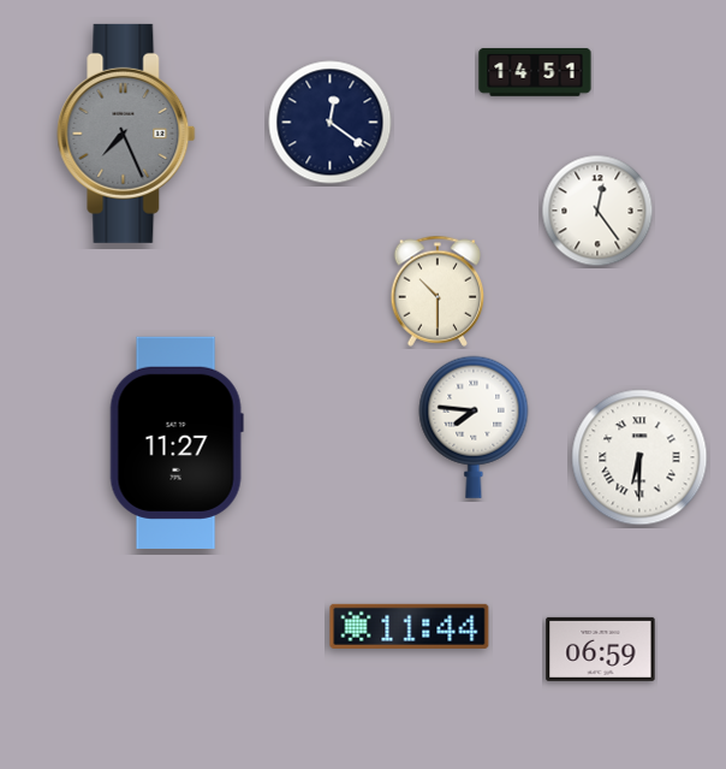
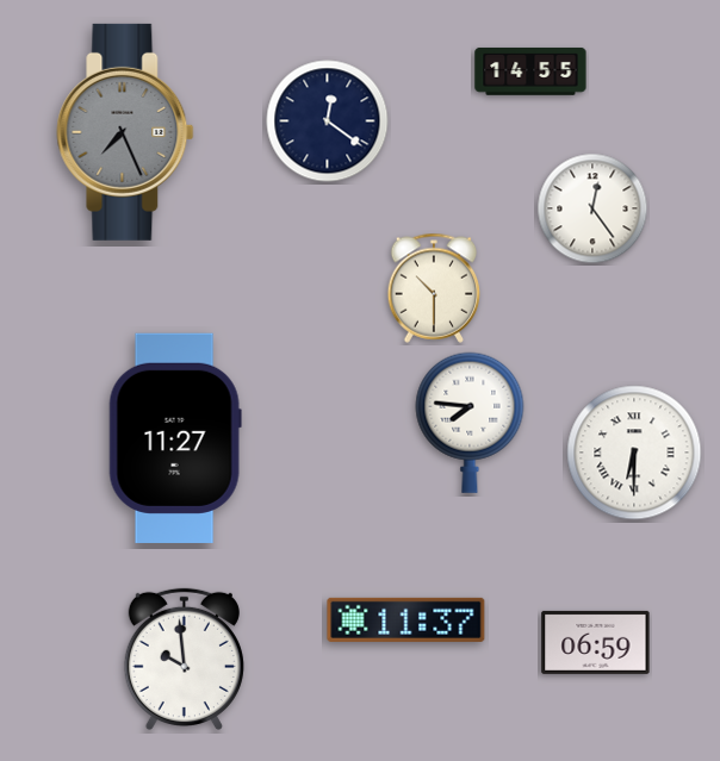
clock at (535, 72): 14:51 -> 14:55
clock at (410, 626): 11:44 -> 11:37
clock at (184, 659): none -> 9:59
